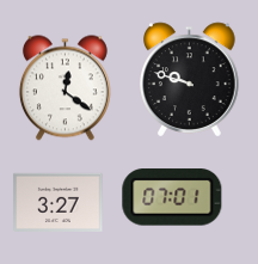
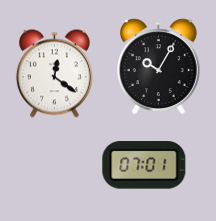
clock at (190, 80): 9:48 -> 10:05
clock at (59, 202): 3:27 -> none
